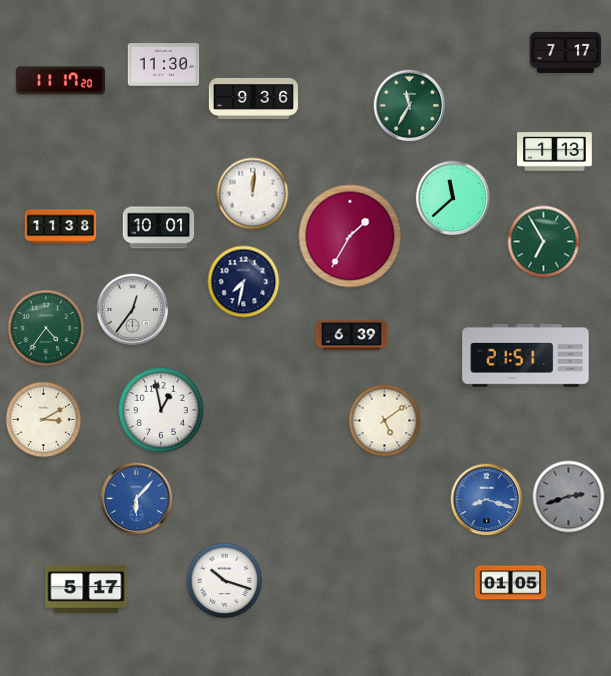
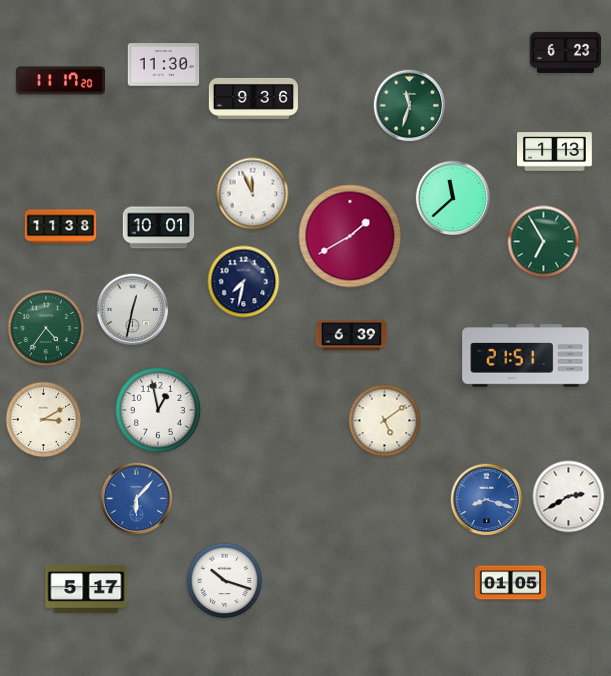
clock at (566, 52): 7:17 -> 6:23
clock at (410, 106): 11:35 -> 11:33
clock at (253, 194): 12:01 -> 11:56
clock at (350, 236): 1:35 -> 1:40
clock at (133, 310): 12:36 -> 12:32
clock at (161, 410) position: (161, 410) -> (158, 410)
clock at (569, 497): 2:42 -> 2:40
clock at (569, 497) dial: grey -> white
